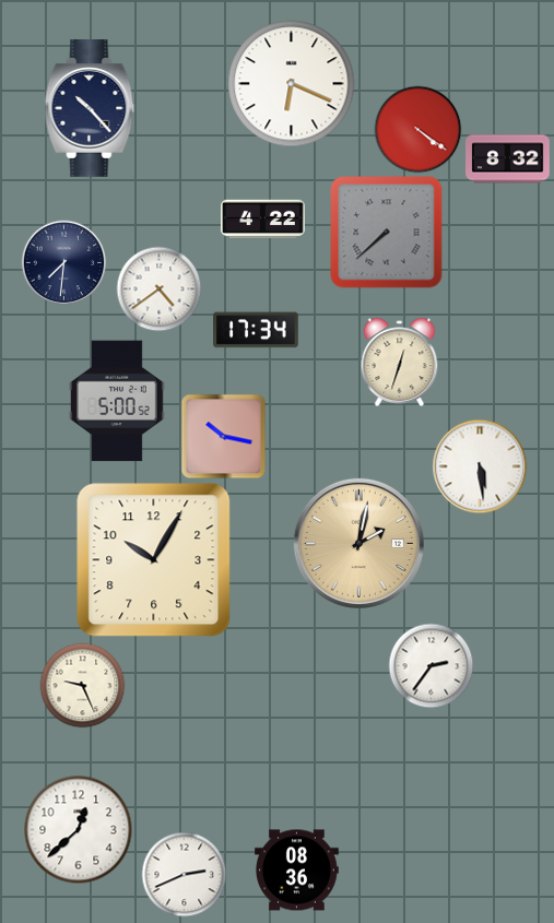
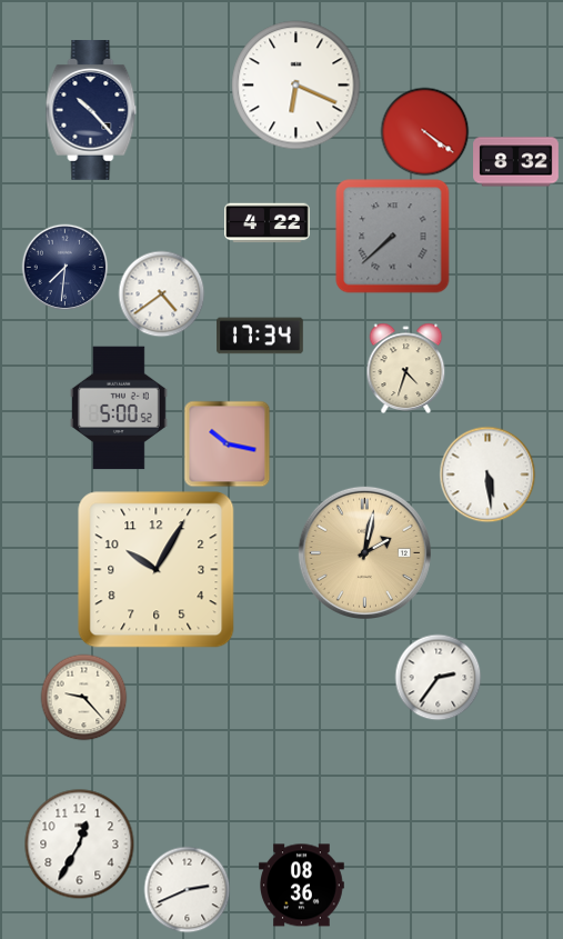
clock at (400, 362): 12:33 -> 4:33
clock at (82, 685): 9:26 -> 9:23
clock at (79, 830): 12:38 -> 12:35
